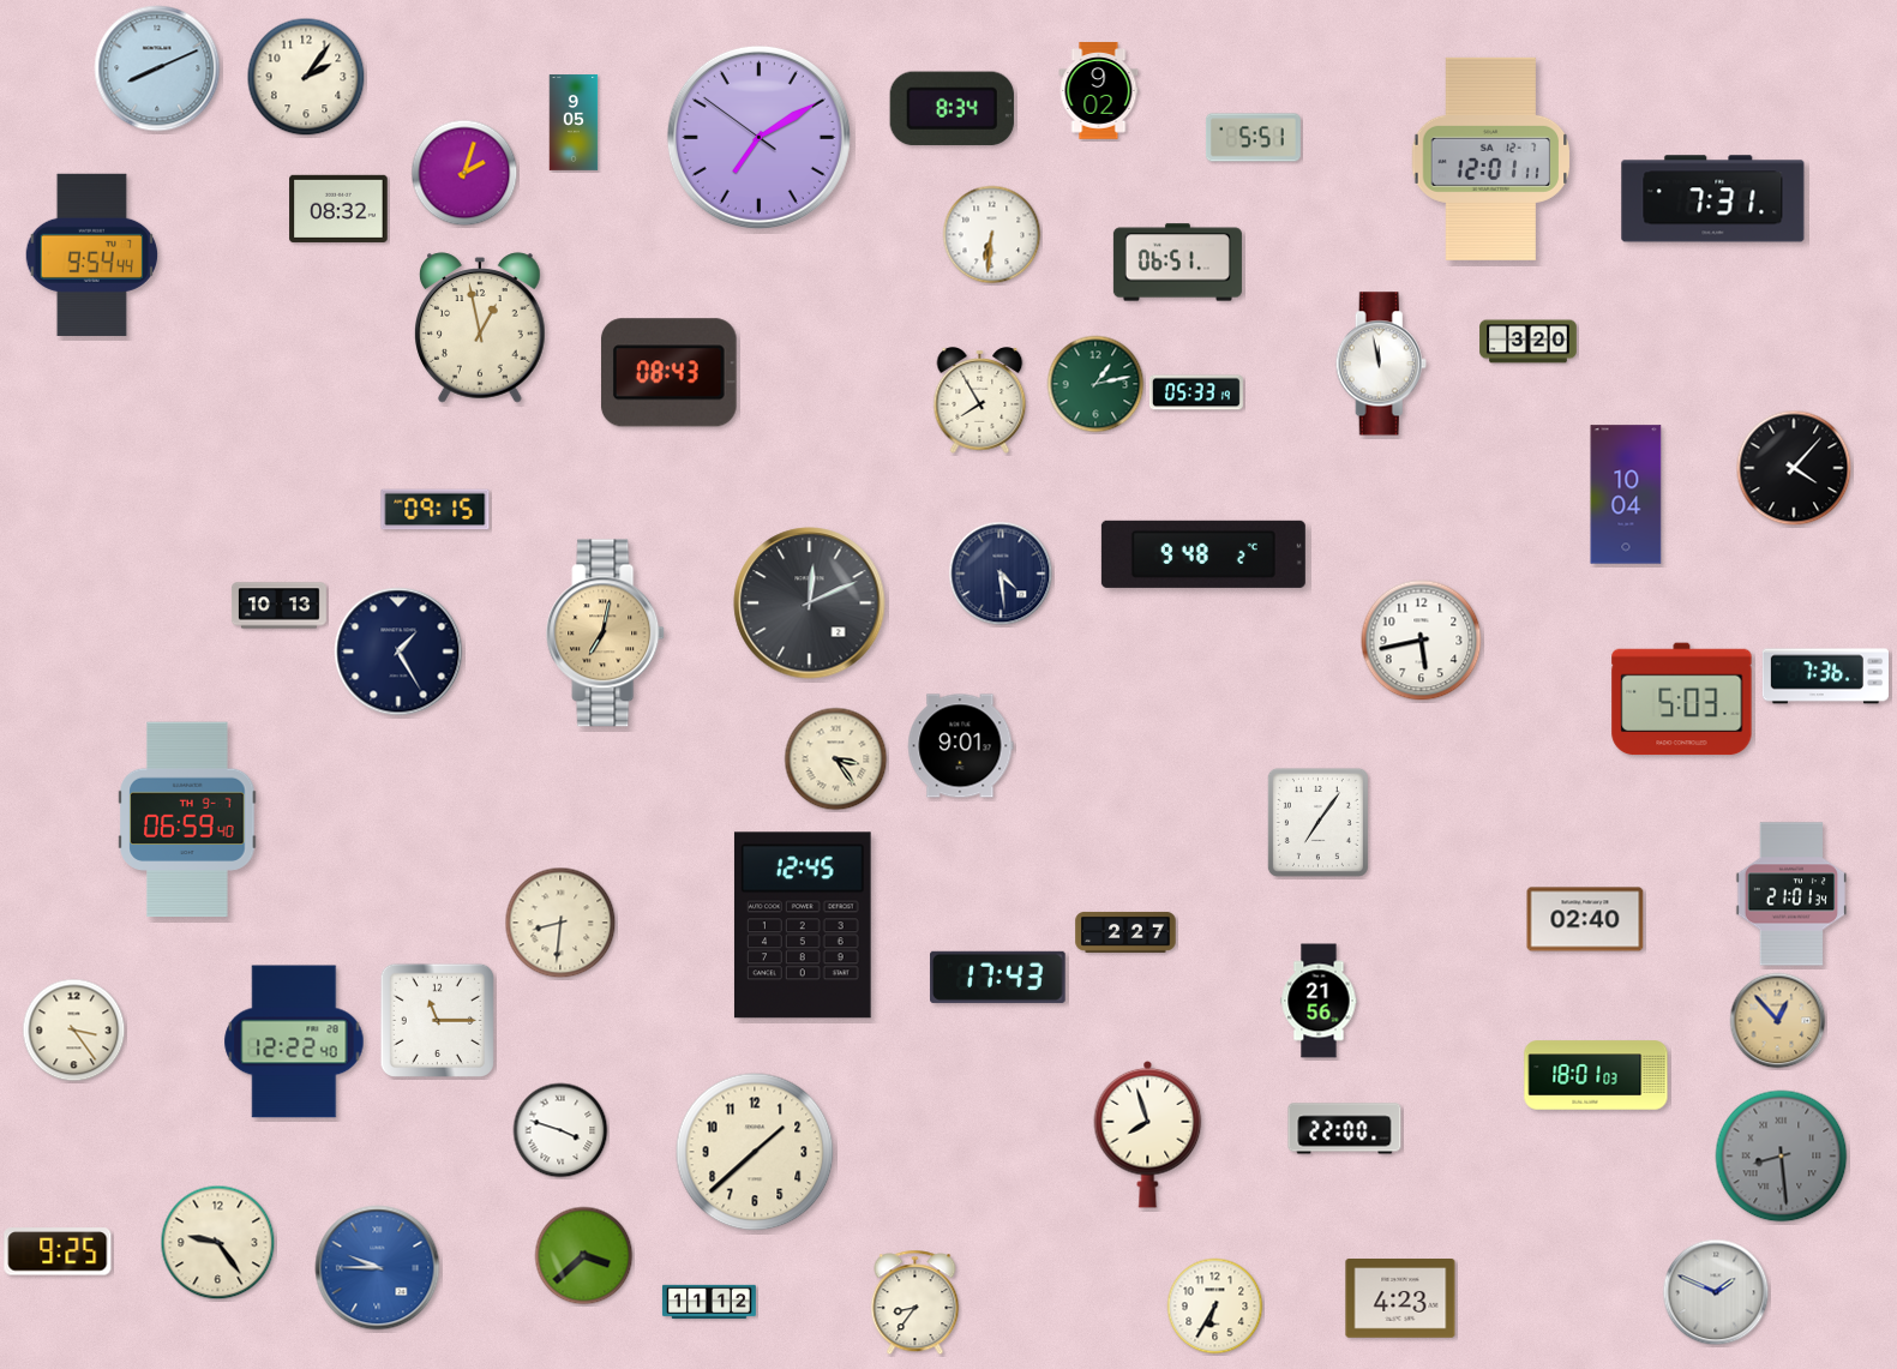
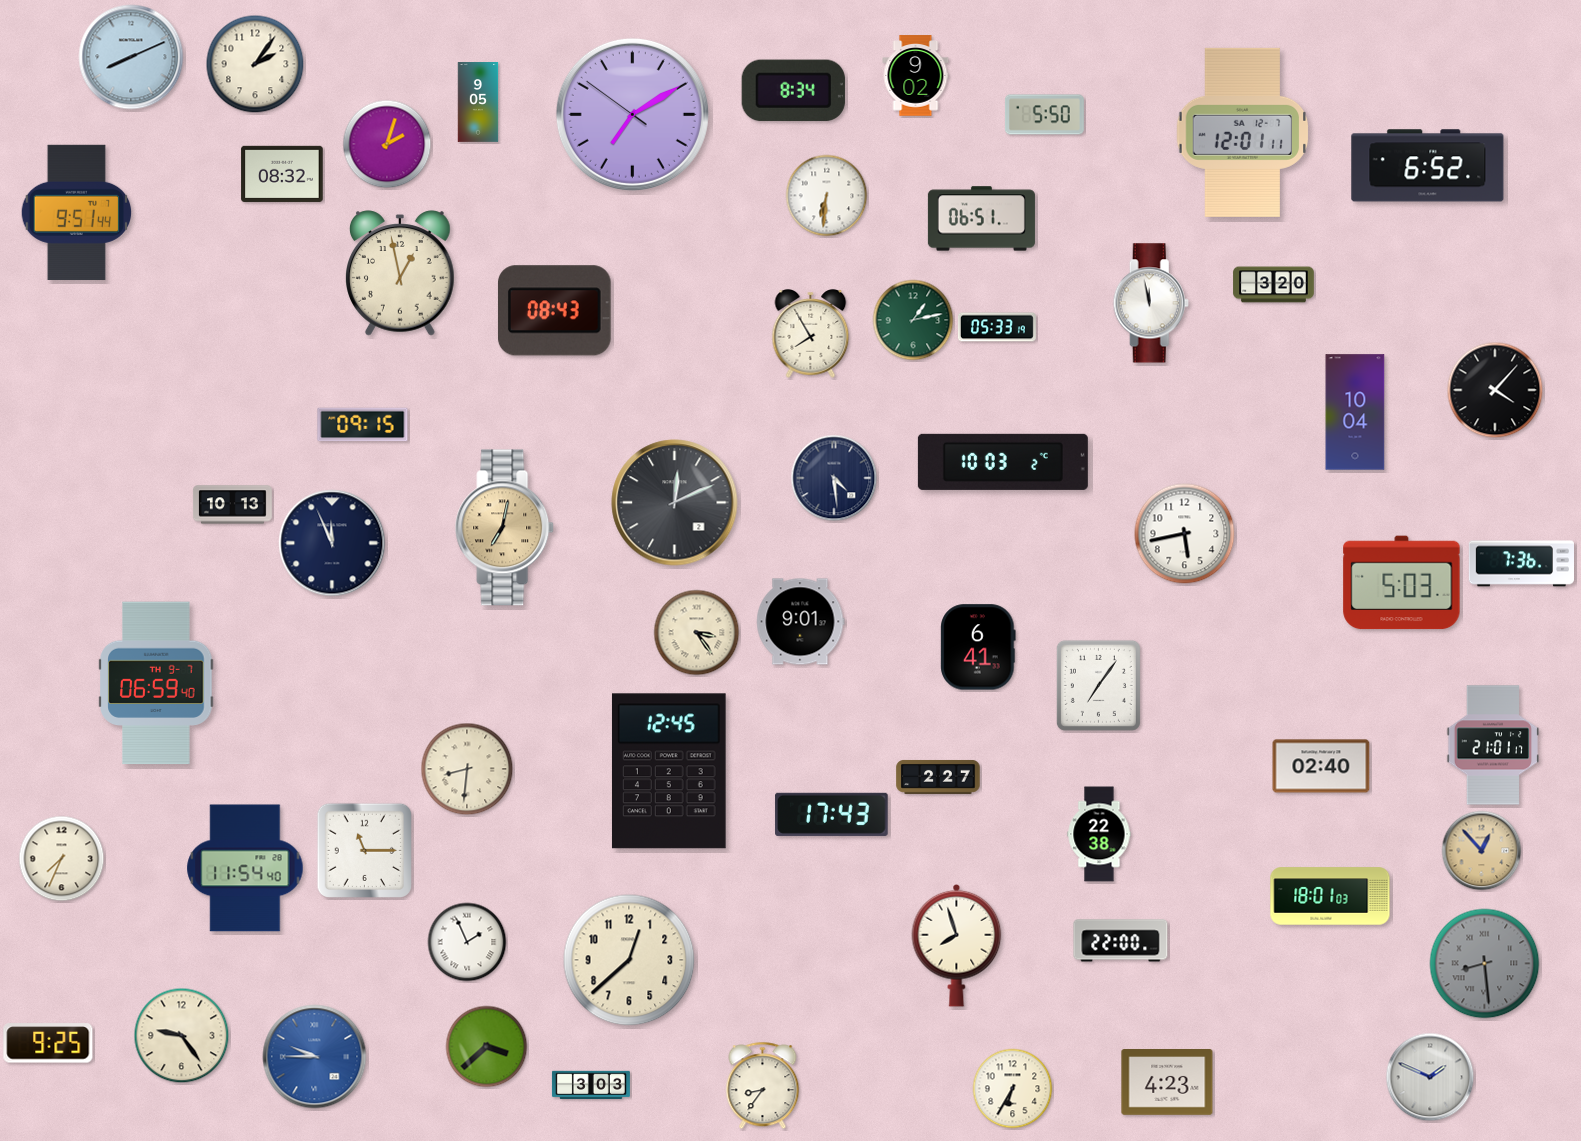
clock at (1253, 138): 5:51 -> 5:50
clock at (1713, 199): 7:31 -> 6:52
clock at (92, 254): 9:54 -> 9:51
clock at (668, 373) position: (668, 373) -> (554, 311)
clock at (980, 401) position: (980, 401) -> (811, 334)
clock at (1203, 554): 9:48 -> 10:03
clock at (398, 652): 1:25 -> 11:56
clock at (978, 647): none -> 6:41
clock at (1790, 894): 21:01:34 -> 21:01:17
clock at (1319, 1001): 21:56 -> 22:38
clock at (74, 1031): 3:24 -> 7:34
clock at (294, 1041): 12:22 -> 11:54
clock at (560, 1130): 3:48 -> 1:56
clock at (755, 1152): 1:38 -> 12:38
clock at (709, 1301): 11:12 -> 3:03
